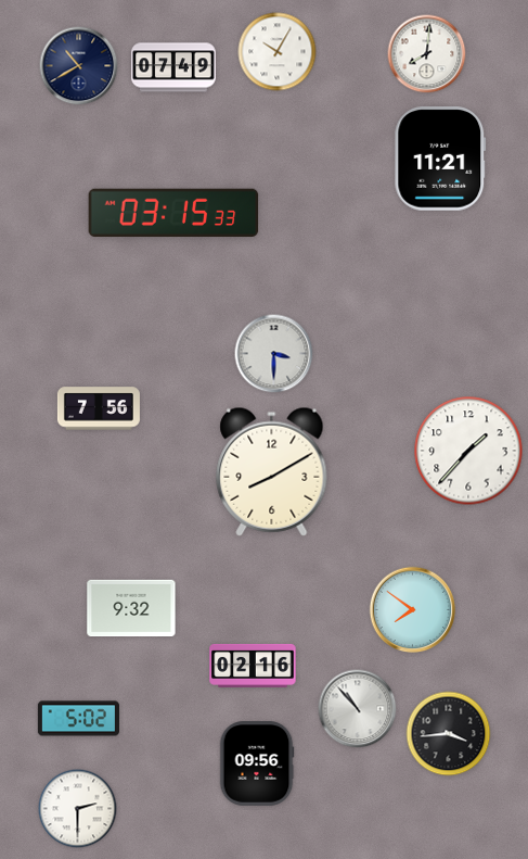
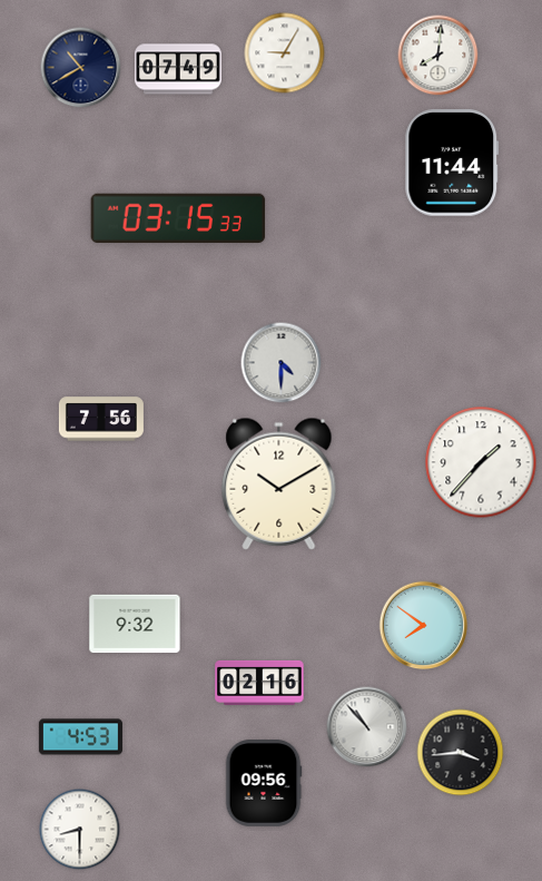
clock at (278, 52): 10:05 -> 9:05
clock at (440, 159): 11:21 -> 11:44
clock at (274, 354): 3:30 -> 4:30
clock at (272, 471): 8:10 -> 10:10
clock at (78, 719): 5:02 -> 4:53
clock at (78, 809): 2:30 -> 8:30
